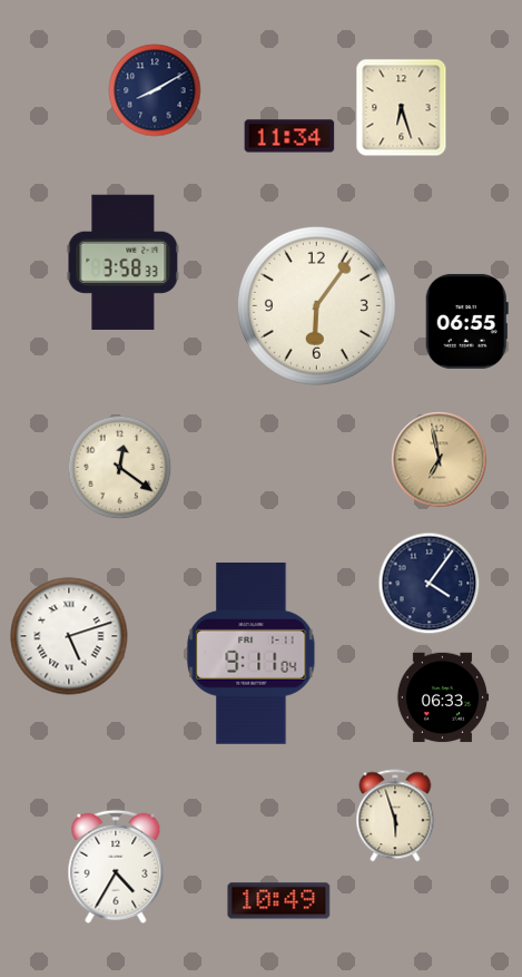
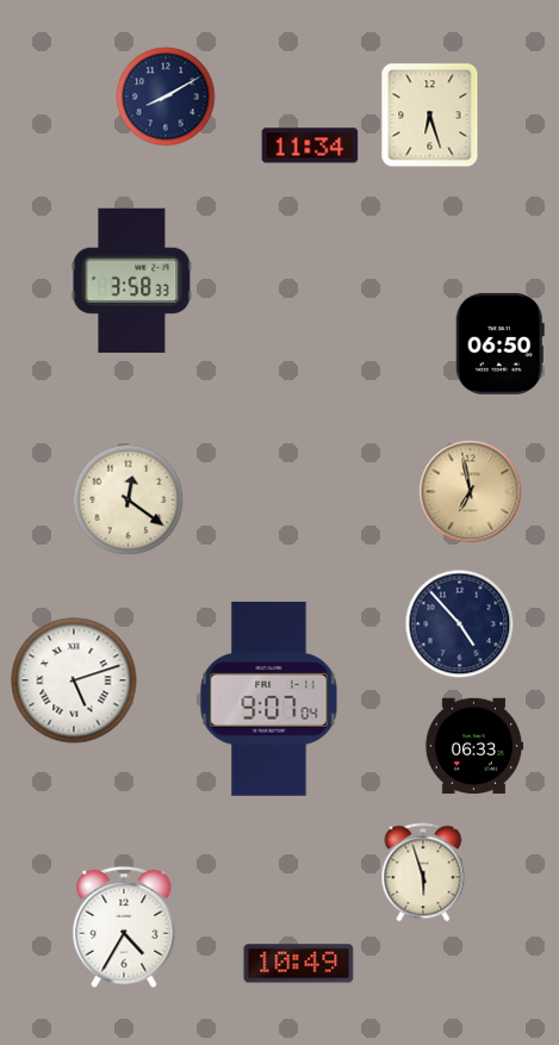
clock at (316, 305): 6:06 -> none
clock at (466, 321): 06:55 -> 06:50
clock at (430, 584): 4:06 -> 4:53
clock at (252, 653): 9:11 -> 9:07
